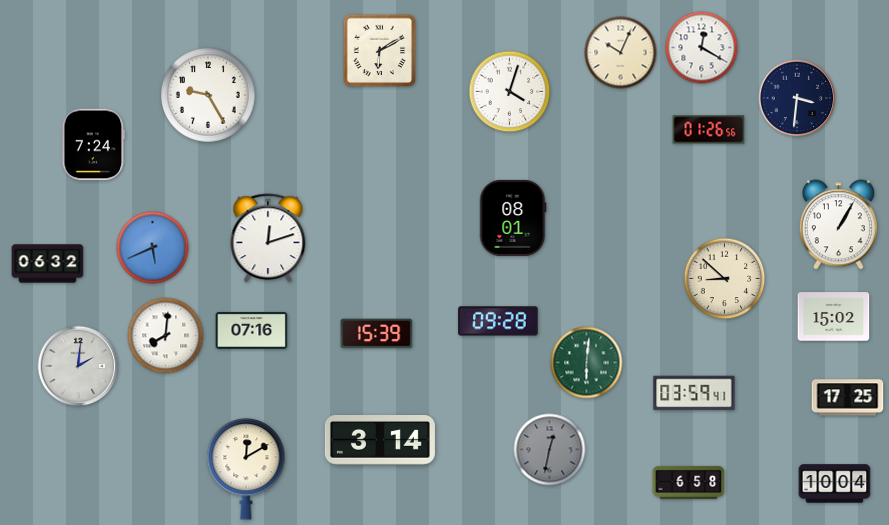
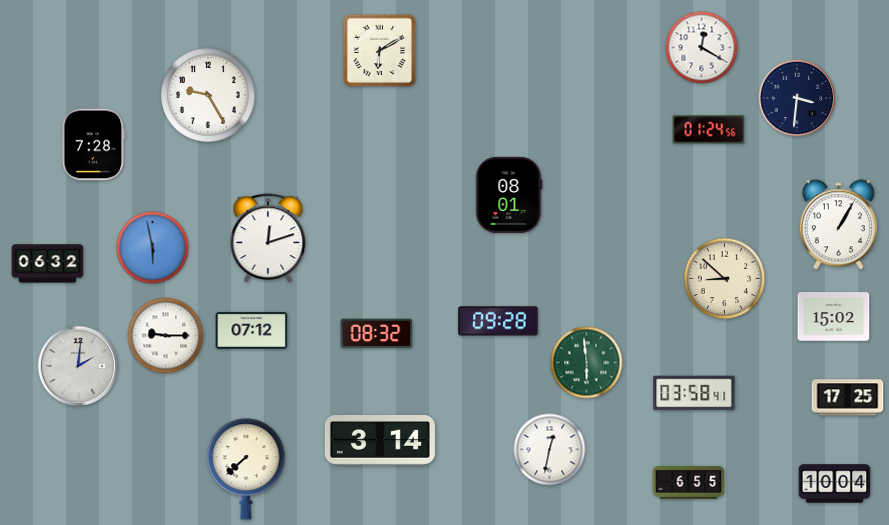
clock at (621, 53): 10:04 -> none
clock at (510, 92): 4:03 -> none
clock at (709, 130): 01:26 -> 01:24
clock at (94, 145): 7:24 -> 7:28
clock at (513, 218) position: (513, 218) -> (509, 195)
clock at (153, 248): 5:41 -> 5:58
clock at (252, 330): 07:16 -> 07:12
clock at (377, 334): 15:39 -> 08:32
clock at (166, 336): 8:01 -> 9:15
clock at (587, 363): 6:01 -> 5:59
clock at (694, 393): 03:59 -> 03:58
clock at (550, 450) dial: grey -> white
clock at (246, 469): 12:10 -> 7:38
clock at (689, 482): 6:58 -> 6:55
